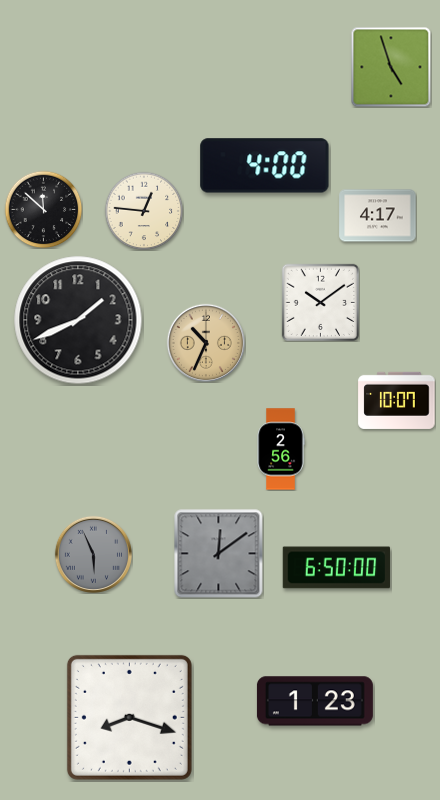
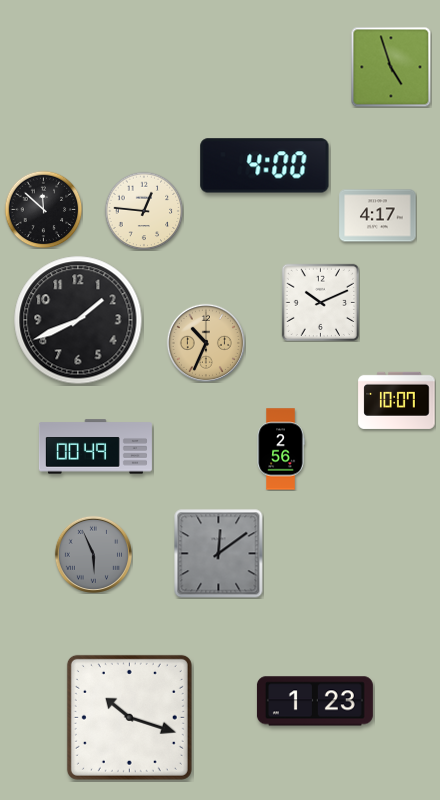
clock at (320, 302): 10:09 -> 10:11
clock at (95, 447): none -> 00:49
clock at (337, 568): 6:50 -> none
clock at (129, 717): 8:18 -> 10:18
